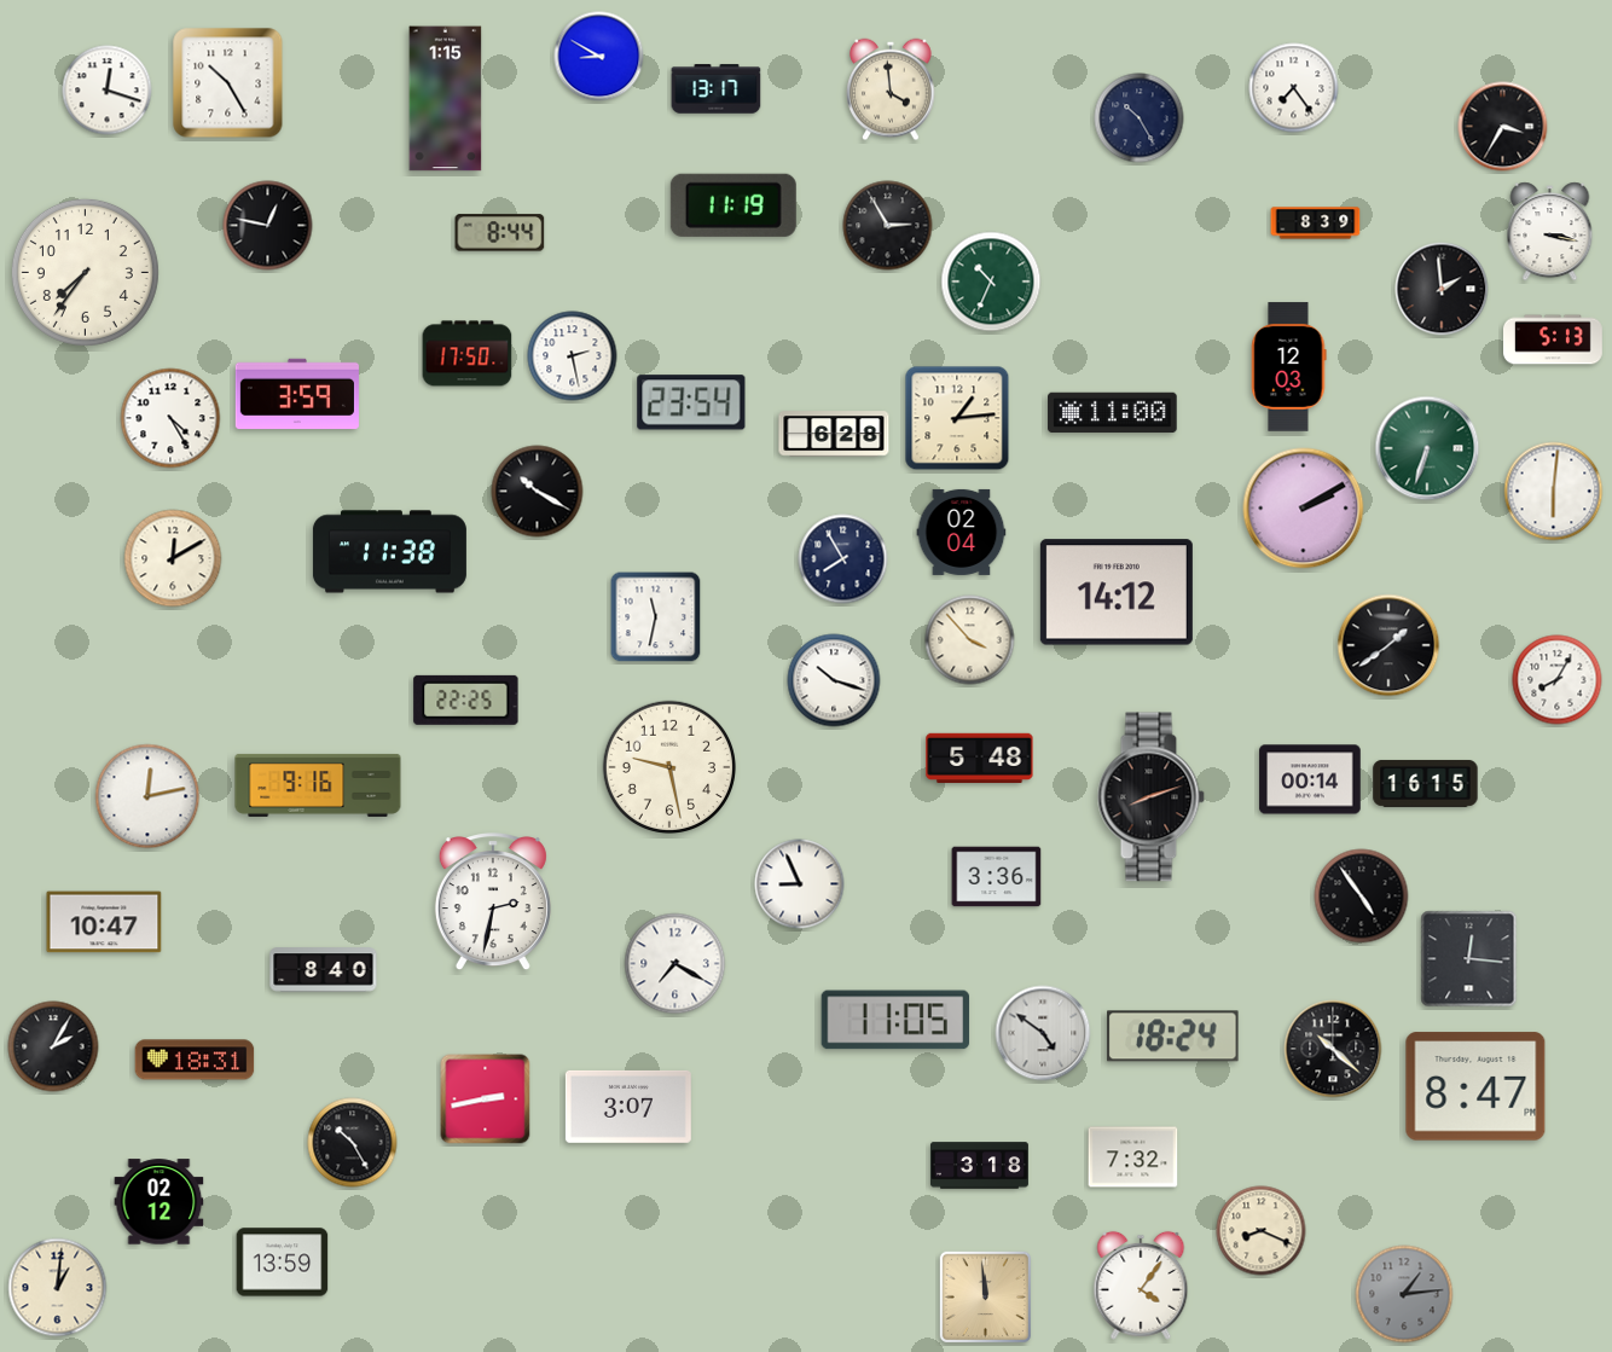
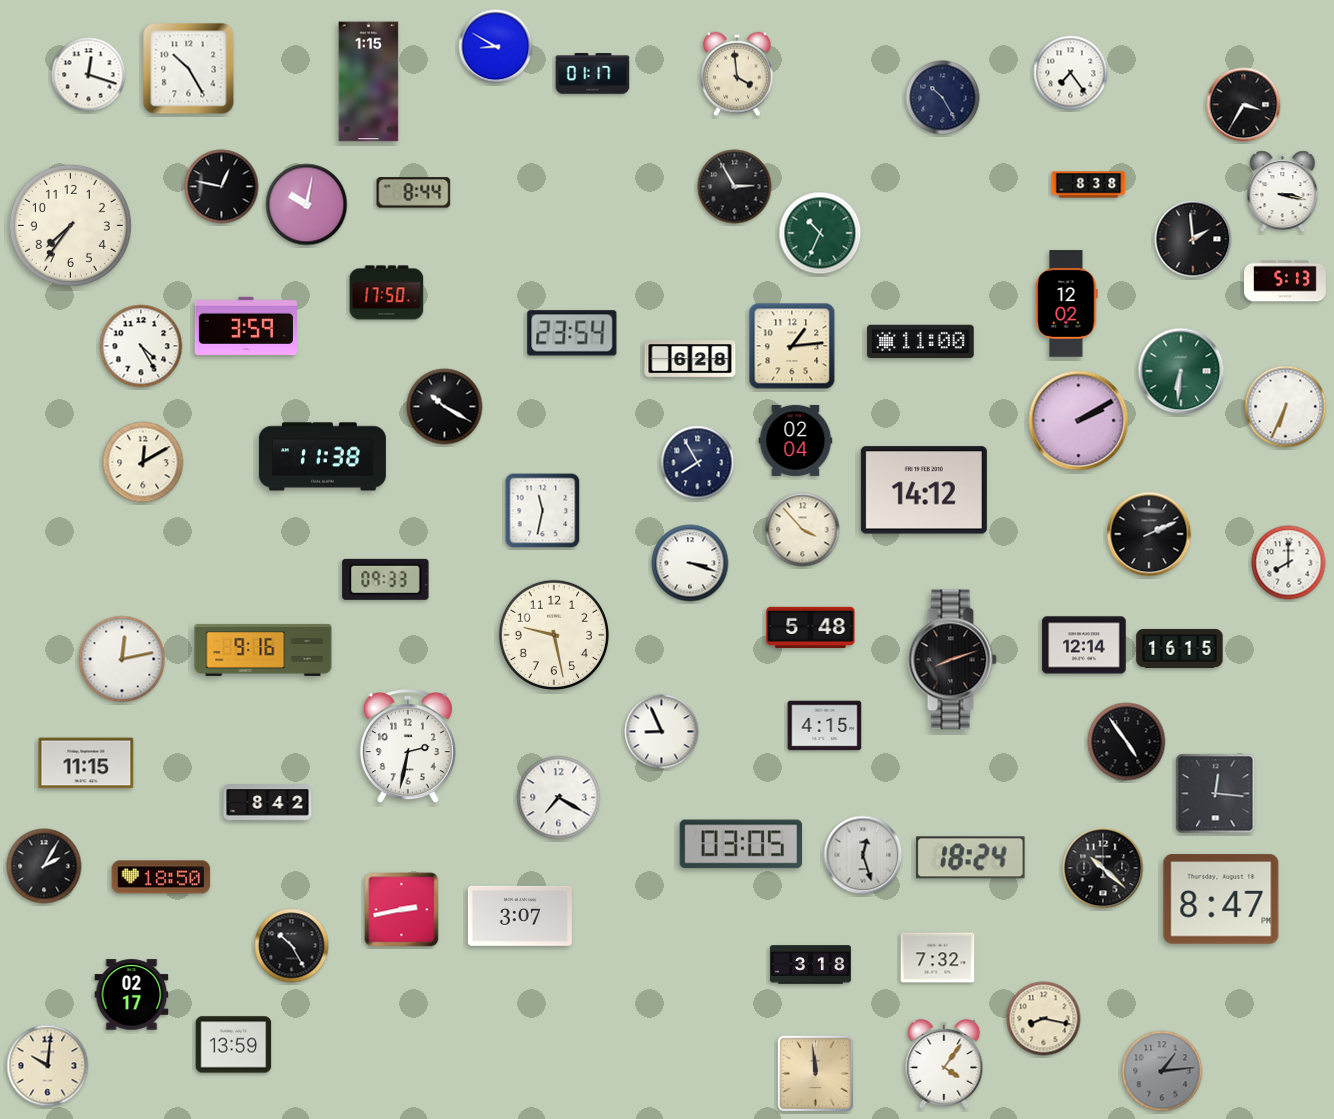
clock at (717, 89): 13:17 -> 01:17
clock at (733, 205): 11:19 -> none
clock at (1316, 224): 8:39 -> 8:38
clock at (307, 205): none -> 10:02
clock at (573, 356): 2:28 -> none
clock at (1289, 367): 12:03 -> 12:02
clock at (1427, 448): 6:33 -> 6:31
clock at (1554, 492): 6:01 -> 6:34
clock at (1388, 645): 1:39 -> 2:11
clock at (834, 680): 10:18 -> 3:18
clock at (1558, 680): 8:05 -> 8:00
clock at (466, 700): 22:25 -> 09:33
clock at (1310, 779): 00:14 -> 12:14
clock at (997, 877): 3:36 -> 4:15
clock at (104, 922): 10:47 -> 11:15
clock at (324, 970): 8:40 -> 8:42
clock at (895, 1020): 11:05 -> 03:05
clock at (1043, 1033): 4:51 -> 12:27
clock at (195, 1060): 18:31 -> 18:50
clock at (160, 1202): 02:12 -> 02:17
clock at (1262, 1231): 8:19 -> 8:17
clock at (58, 1288): 1:01 -> 10:01
